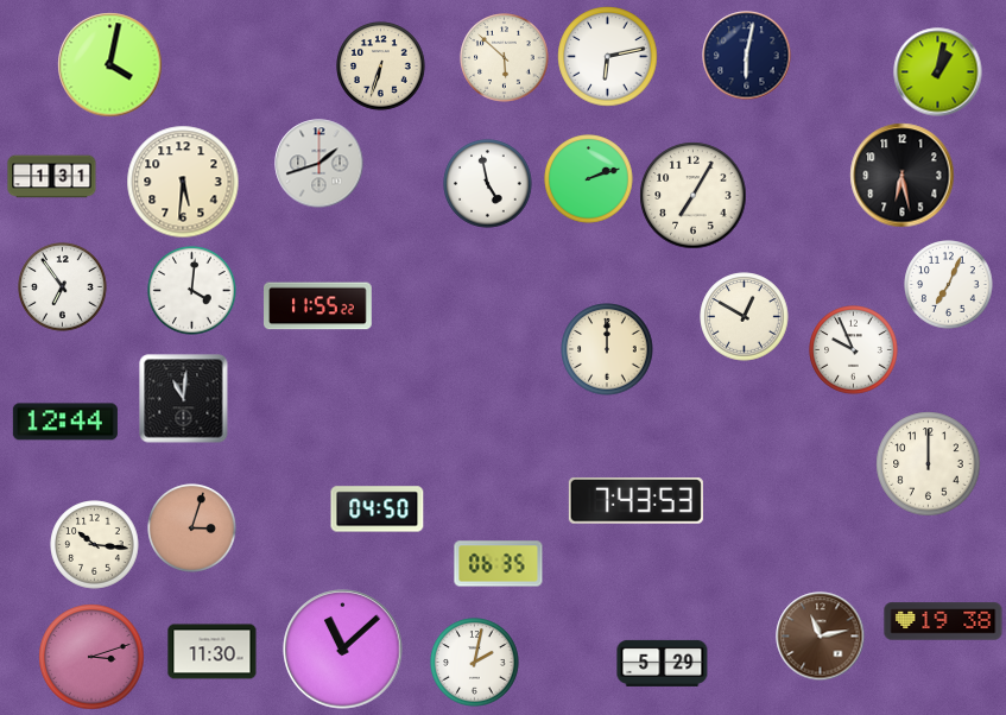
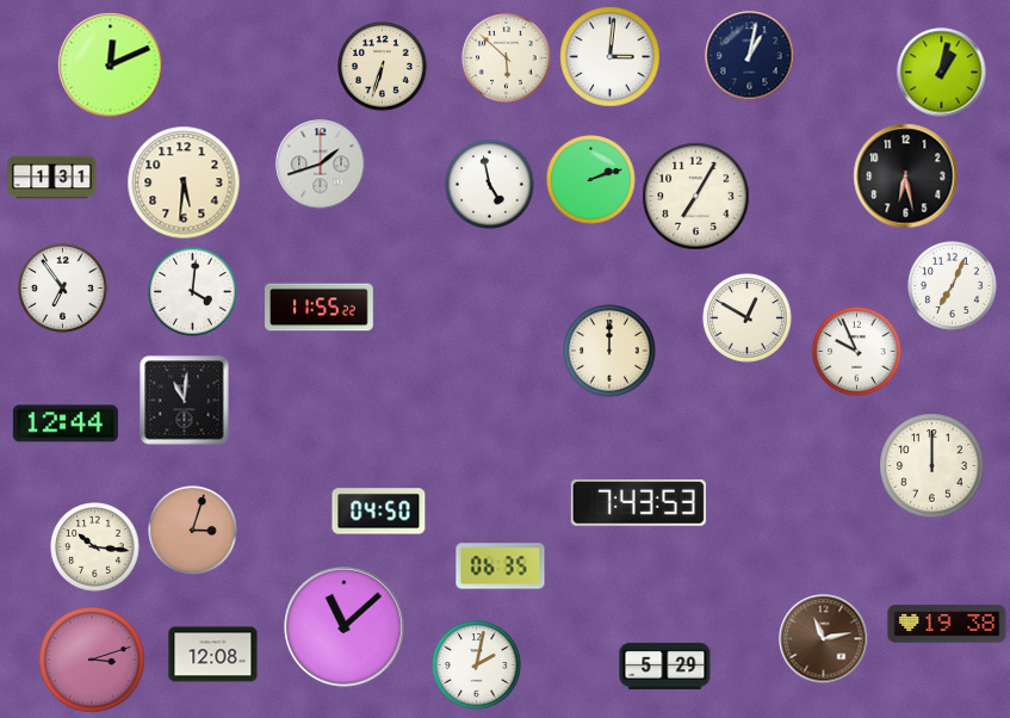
clock at (747, 56): 6:02 -> 1:02
clock at (608, 57): 6:13 -> 3:01
clock at (110, 65): 4:02 -> 12:11
clock at (343, 650) position: (343, 650) -> (345, 627)
clock at (213, 652): 11:30 -> 12:08
